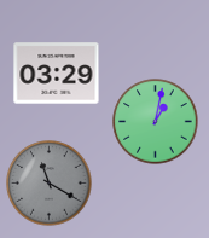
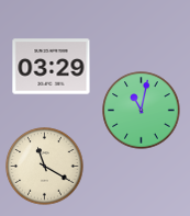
clock at (156, 122): 1:02 -> 11:02
clock at (50, 184) dial: grey -> cream
